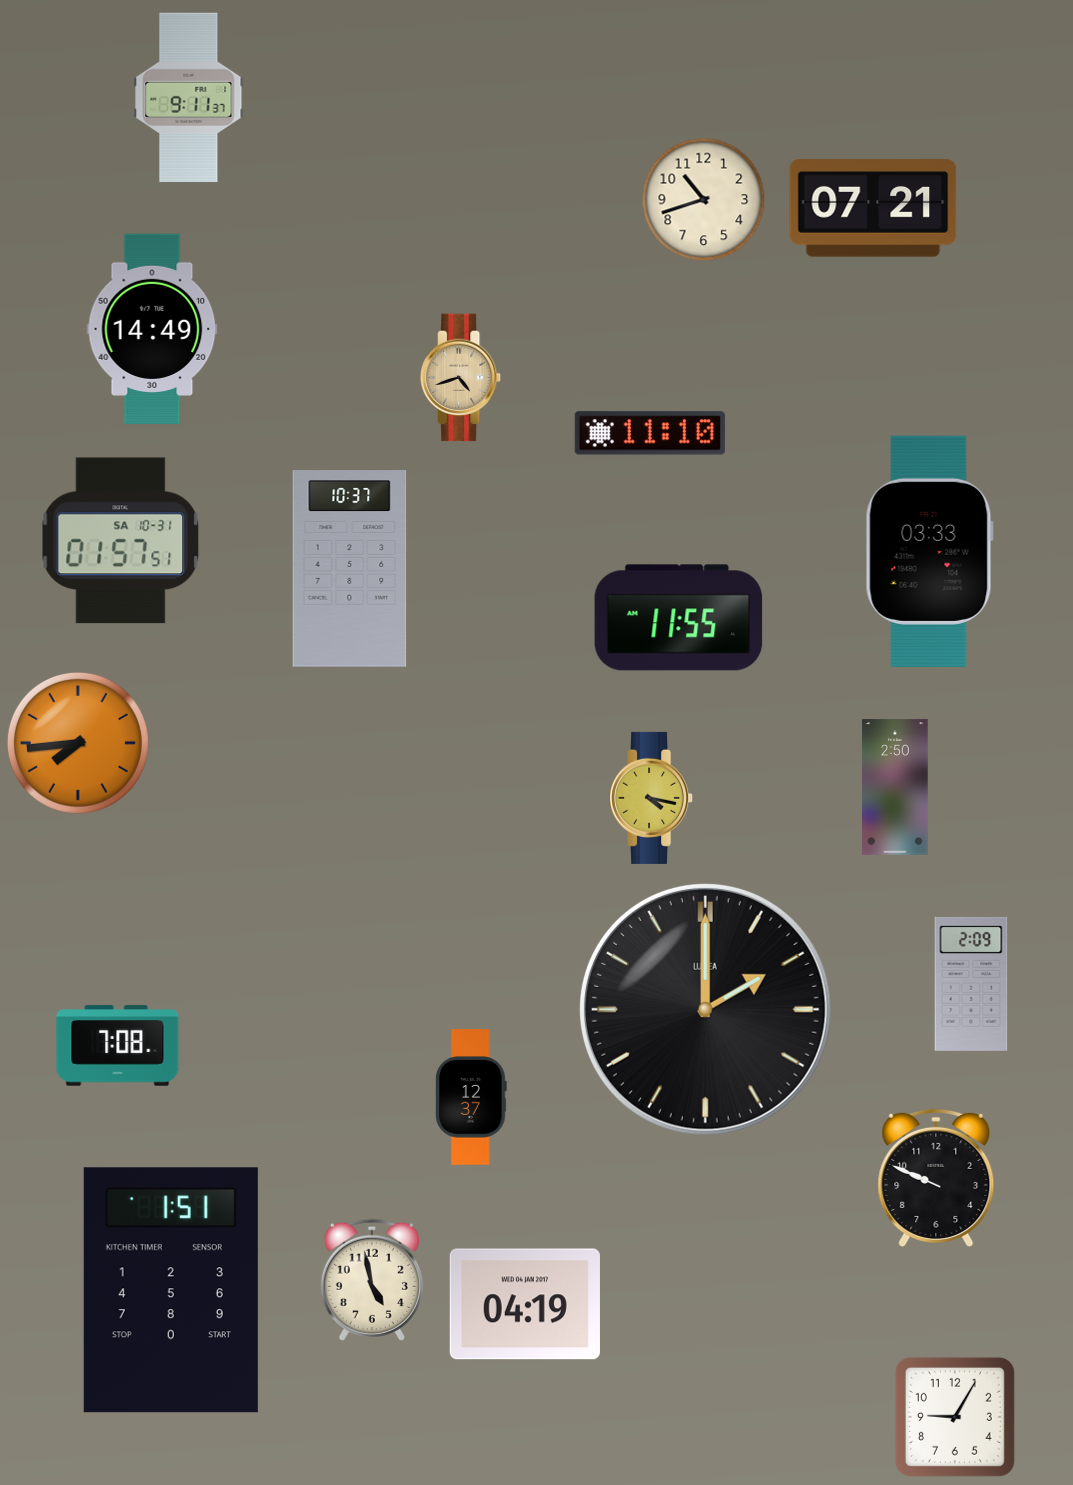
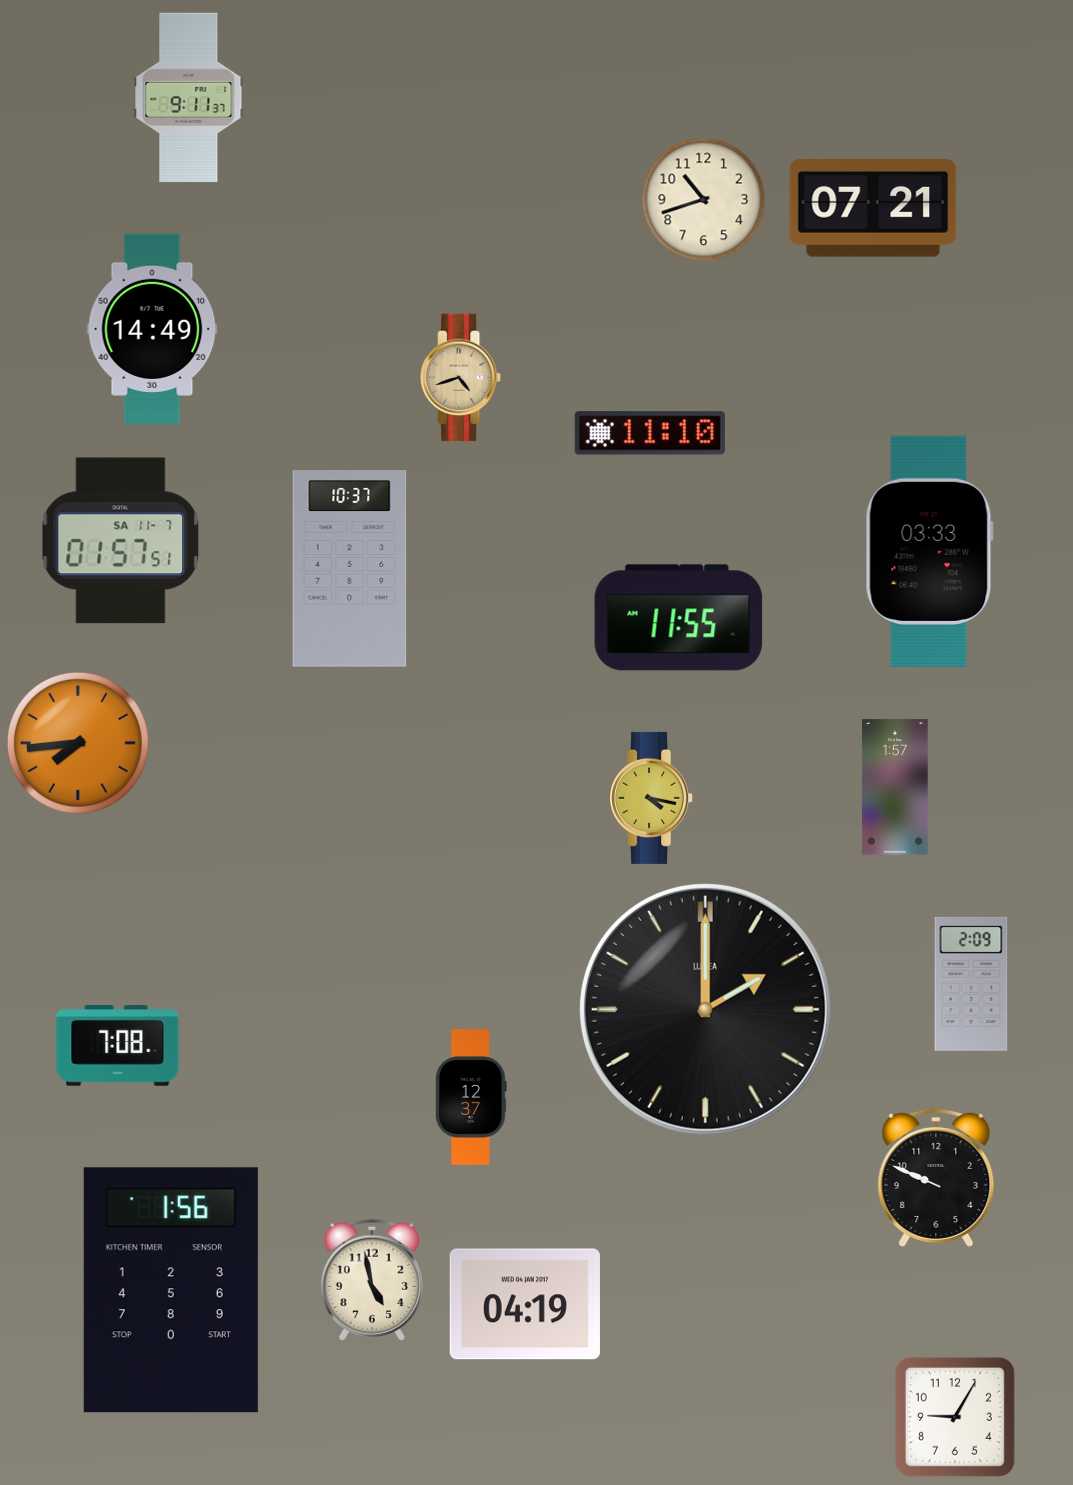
clock at (121, 541) date: SA 10-31 -> SA 11-7
clock at (895, 787): 2:50 -> 1:57
clock at (171, 1290): 1:51 -> 1:56
